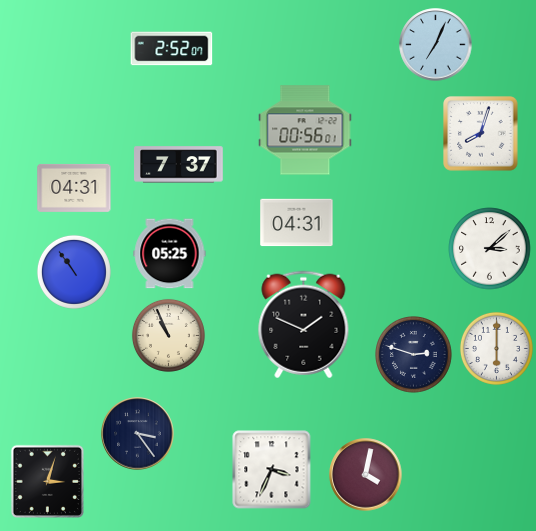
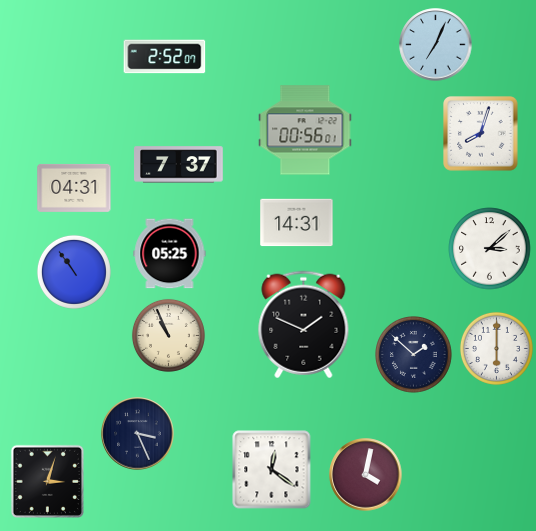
clock at (172, 49) position: (172, 49) -> (165, 57)
clock at (297, 223): 04:31 -> 14:31
clock at (414, 355): 2:48 -> 1:52
clock at (138, 434): 3:24 -> 3:26
clock at (272, 470): 3:34 -> 12:21
